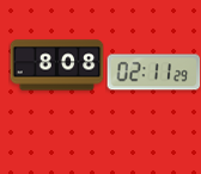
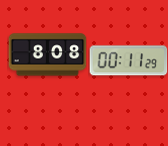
clock at (153, 73): 02:11 -> 00:11
